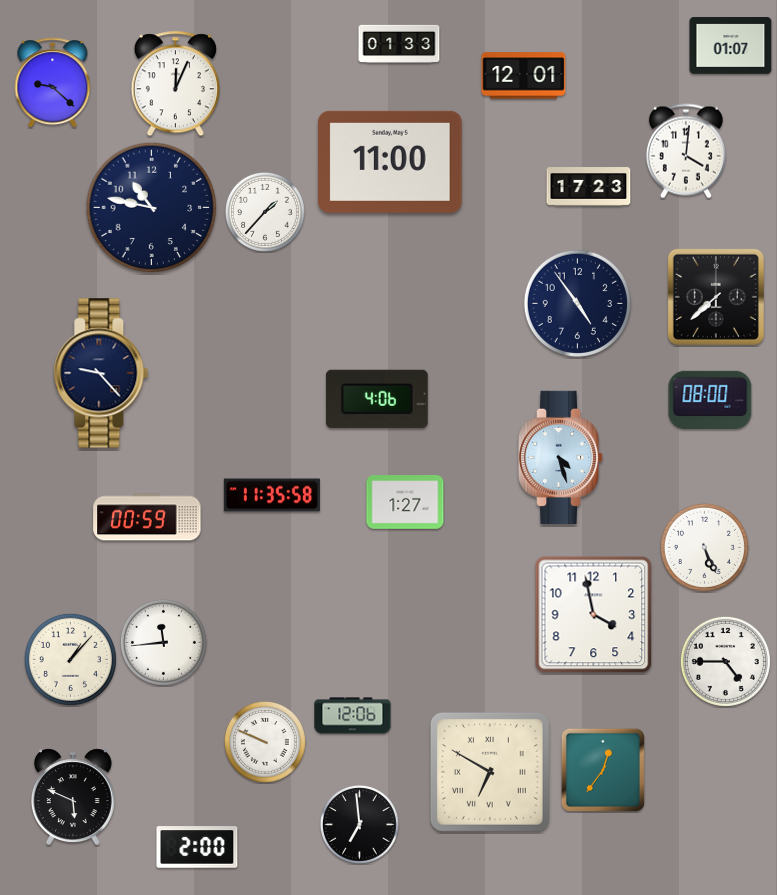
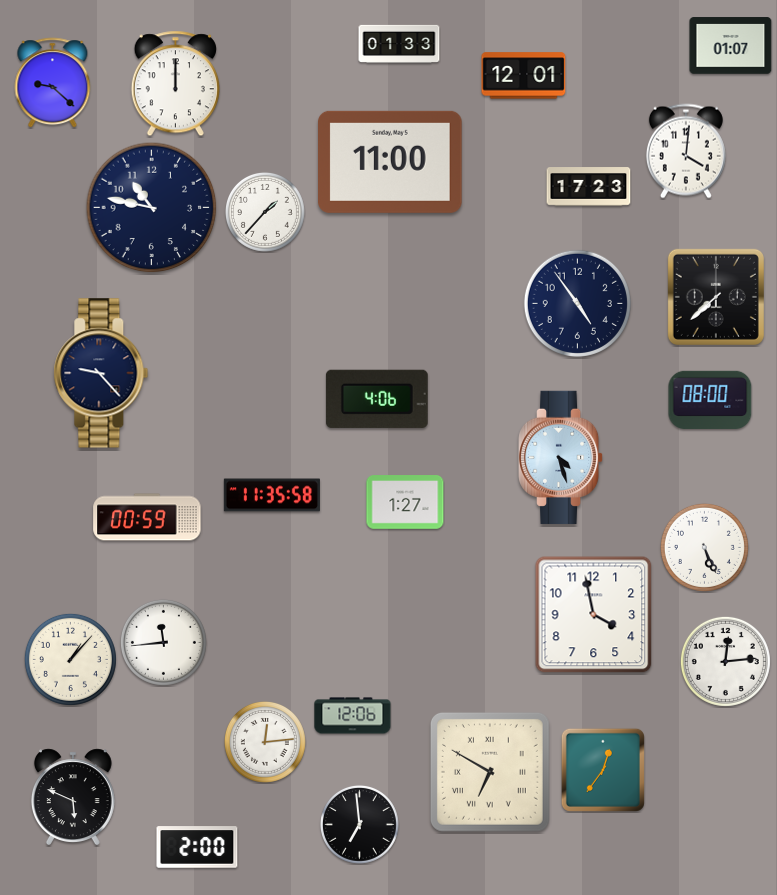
clock at (175, 84): 12:04 -> 12:00
clock at (725, 661): 4:45 -> 12:14
clock at (265, 742): 9:49 -> 12:14
